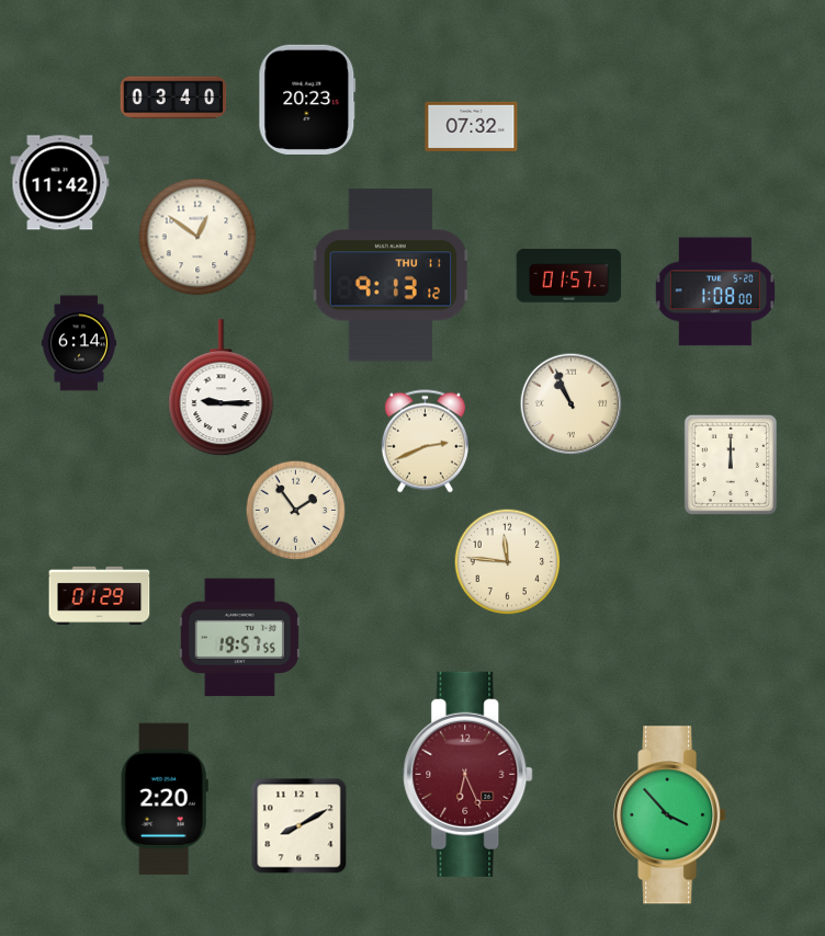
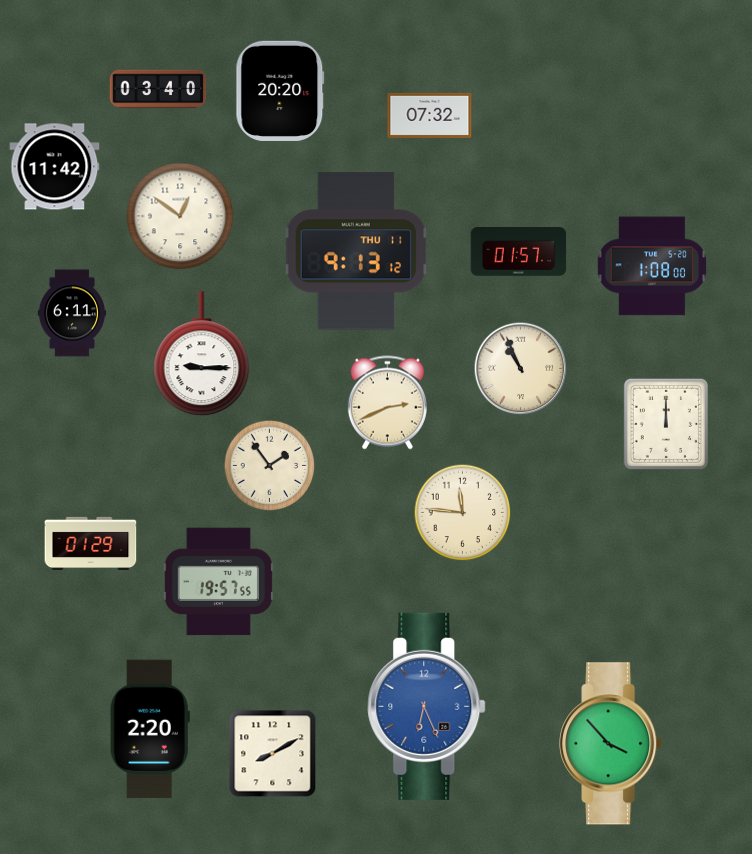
clock at (307, 100): 20:23 -> 20:20
clock at (79, 343): 6:14 -> 6:11
clock at (468, 774) dial: burgundy -> blue
